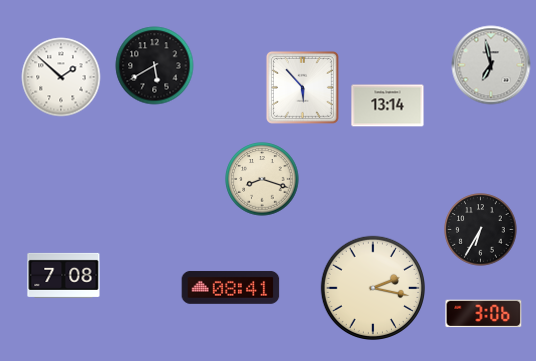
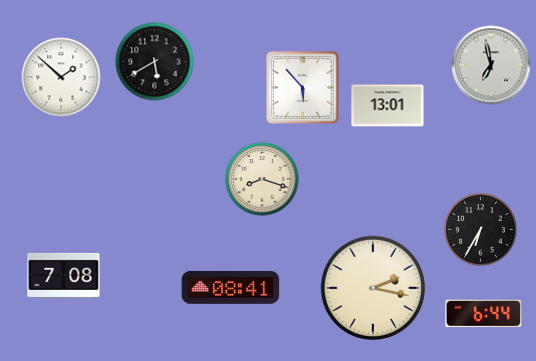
clock at (155, 66) position: (155, 66) -> (155, 62)
clock at (388, 106): 13:14 -> 13:01
clock at (484, 314): 3:06 -> 6:44
